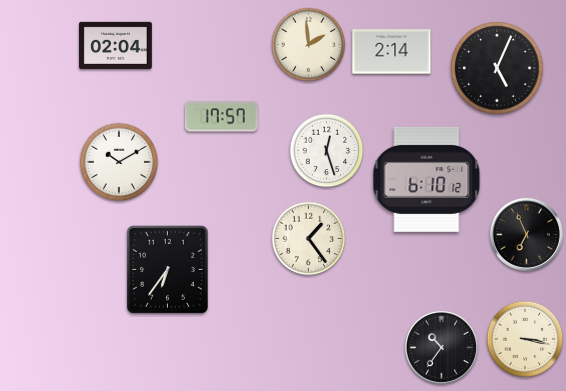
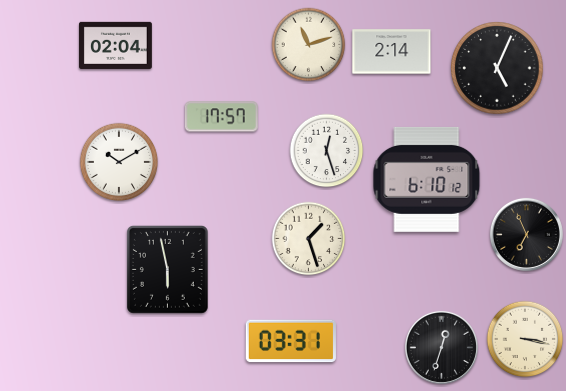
clock at (309, 45): 1:59 -> 11:12
clock at (309, 239): 1:24 -> 1:27
clock at (167, 269): 6:36 -> 5:58
clock at (291, 341): none -> 03:31
clock at (441, 347): 10:36 -> 12:33
